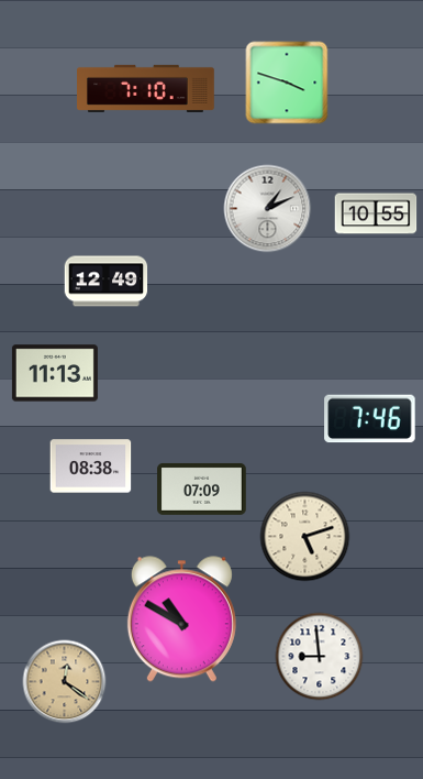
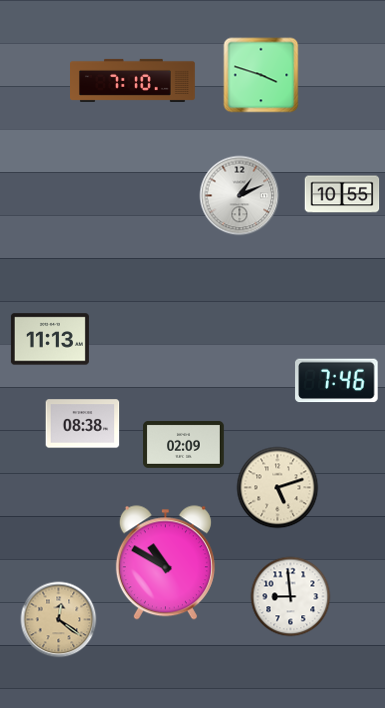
clock at (268, 209) position: (268, 209) -> (240, 196)
clock at (107, 282): 12:49 -> none
clock at (202, 490): 07:09 -> 02:09
